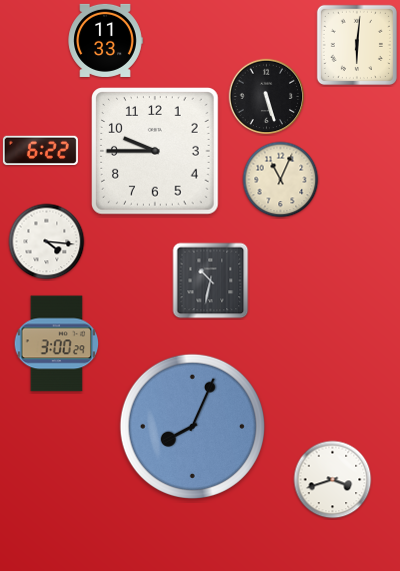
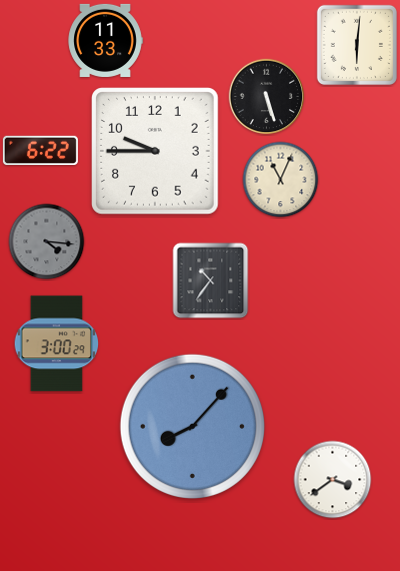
clock at (47, 242) dial: white -> grey
clock at (211, 281): 10:32 -> 10:36
clock at (192, 426): 8:04 -> 8:07
clock at (333, 480): 3:42 -> 3:39
